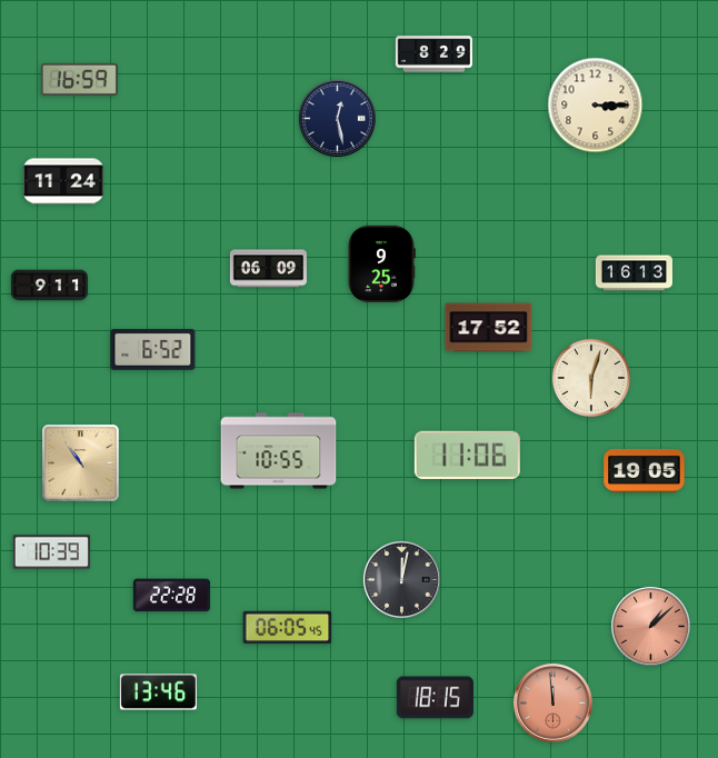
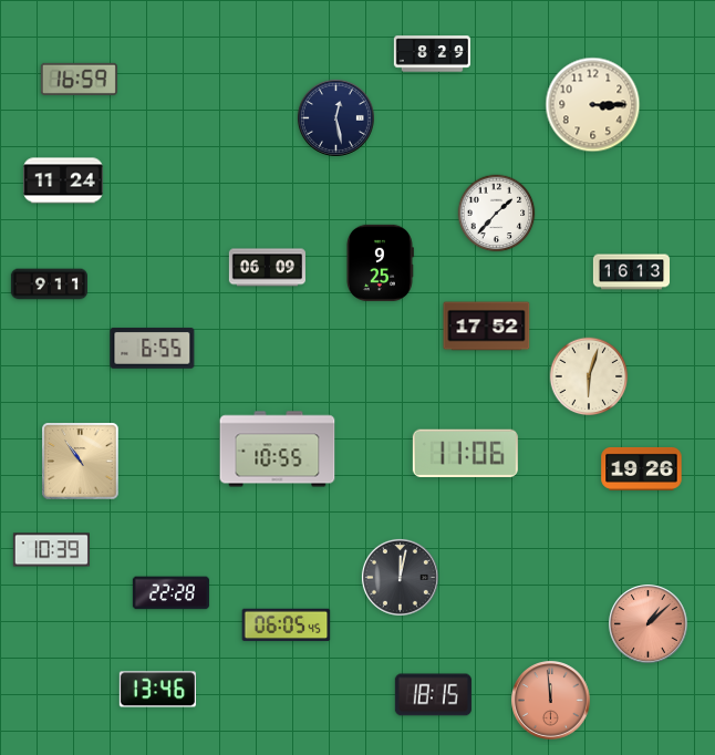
clock at (497, 214): none -> 1:37
clock at (153, 349): 6:52 -> 6:55
clock at (645, 470): 19:05 -> 19:26
